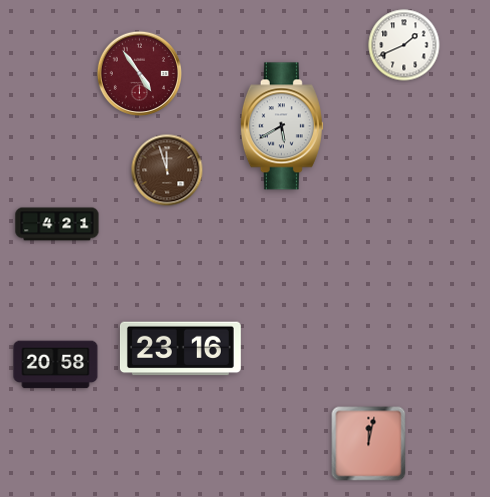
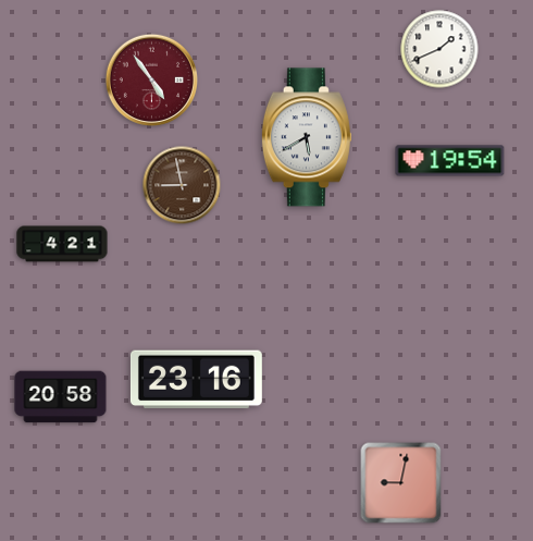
clock at (450, 161): none -> 19:54
clock at (167, 170): 11:57 -> 8:58
clock at (369, 444): 12:02 -> 9:02
